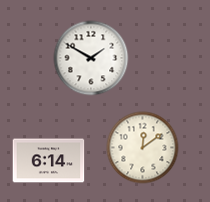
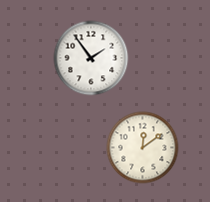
clock at (91, 58): 1:50 -> 1:54
clock at (49, 161): 6:14 -> none
